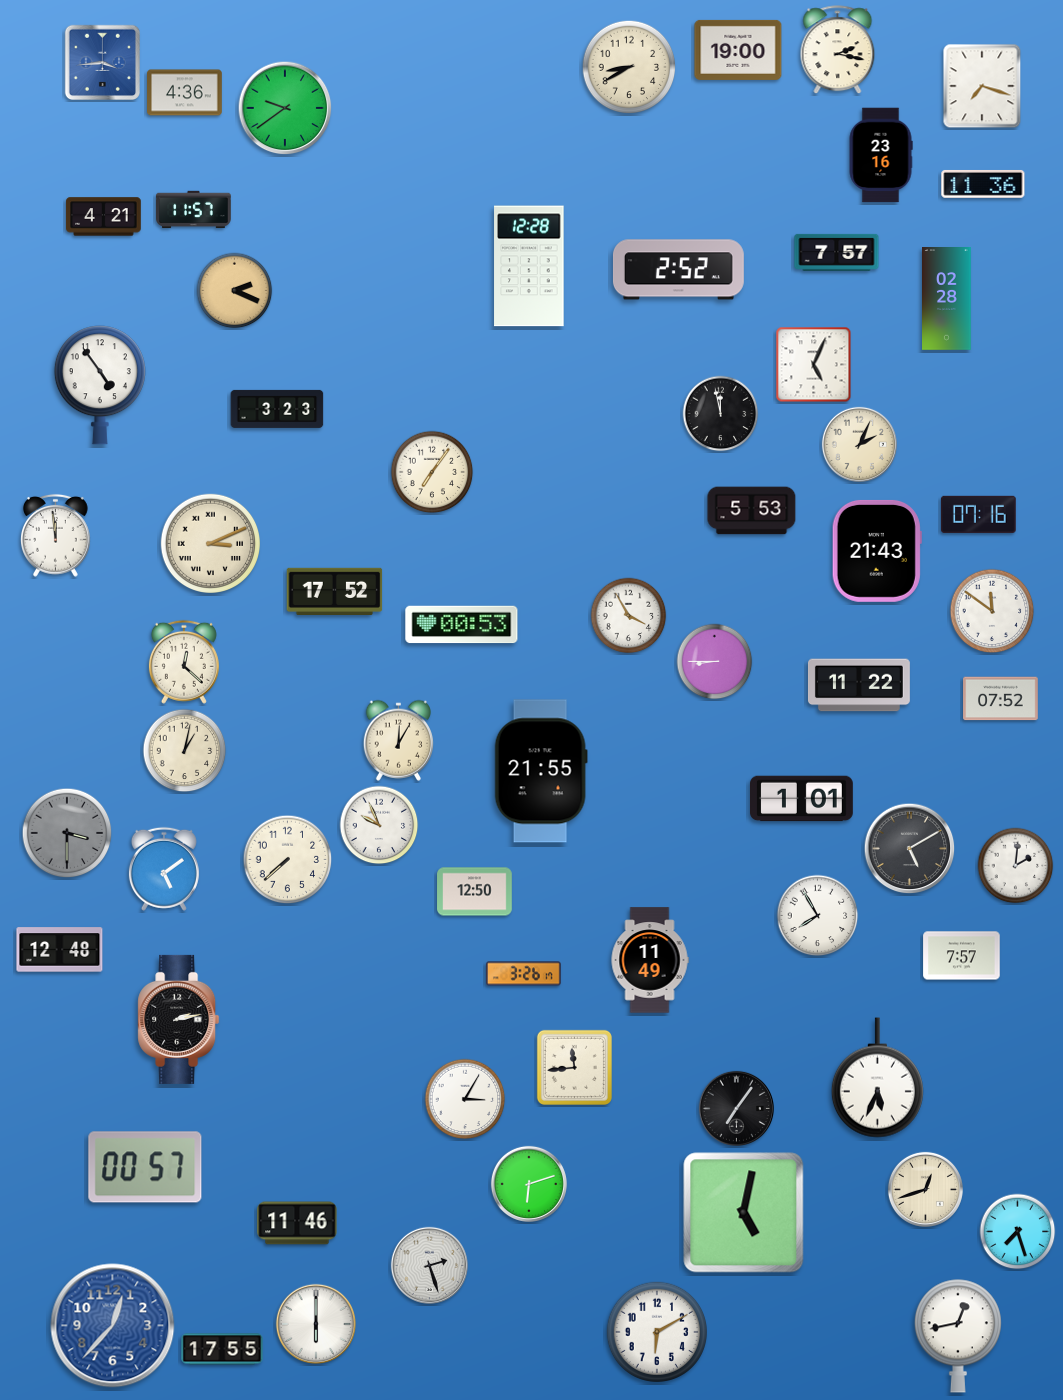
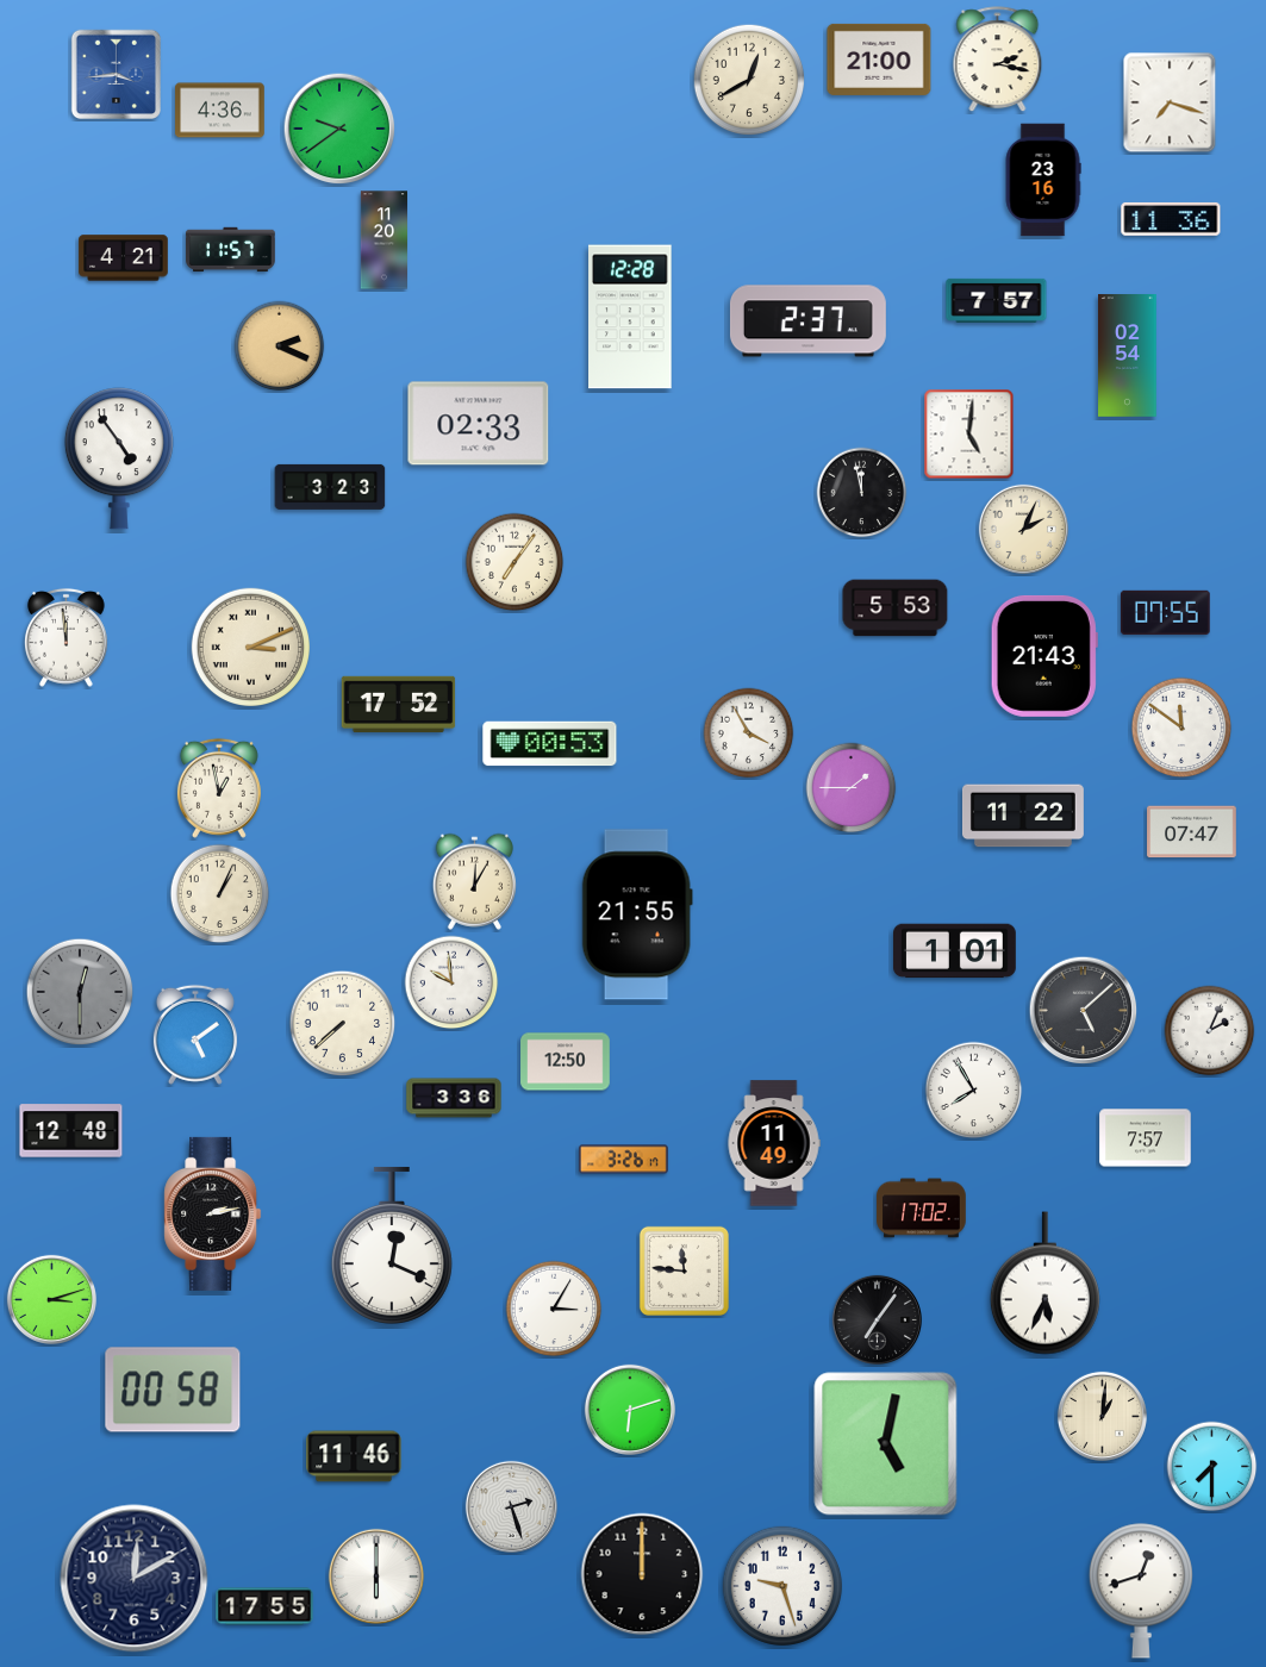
clock at (738, 50): 19:00 -> 21:00
clock at (102, 62) position: (102, 62) -> (116, 74)
clock at (629, 67): 8:40 -> 12:40
clock at (881, 155) position: (881, 155) -> (1043, 180)
clock at (383, 241): none -> 11:20
clock at (678, 270): 2:52 -> 2:37
clock at (947, 299): 02:28 -> 02:54
clock at (479, 424): none -> 02:33
clock at (814, 365): 5:04 -> 5:01
clock at (721, 414) position: (721, 414) -> (862, 493)
clock at (979, 514): 07:16 -> 07:55
clock at (184, 662): 12:22 -> 12:58
clock at (715, 662): 8:45 -> 1:45
clock at (1001, 699): 07:52 -> 07:47
clock at (185, 751): 1:02 -> 1:04
clock at (541, 771) position: (541, 771) -> (637, 914)
clock at (379, 825): 9:56 -> 9:59
clock at (67, 833): 3:30 -> 12:30
clock at (910, 849): 5:10 -> 5:08
clock at (1016, 866): 2:01 -> 2:04
clock at (454, 1098): none -> 3:36
clock at (922, 1209): none -> 17:02
clock at (392, 1245): none -> 12:19
clock at (574, 1067): 11:44 -> 11:46
clock at (51, 1299): none -> 3:12
clock at (145, 1167): 00:57 -> 00:58
clock at (925, 1189): 12:42 -> 1:01
clock at (1018, 1232): 7:27 -> 7:30
clock at (642, 1574): none -> 12:00
clock at (113, 1326): 12:37 -> 12:10
clock at (113, 1326) dial: blue -> navy
clock at (656, 1331): 6:10 -> 9:27
clock at (958, 1336): 12:43 -> 12:42
